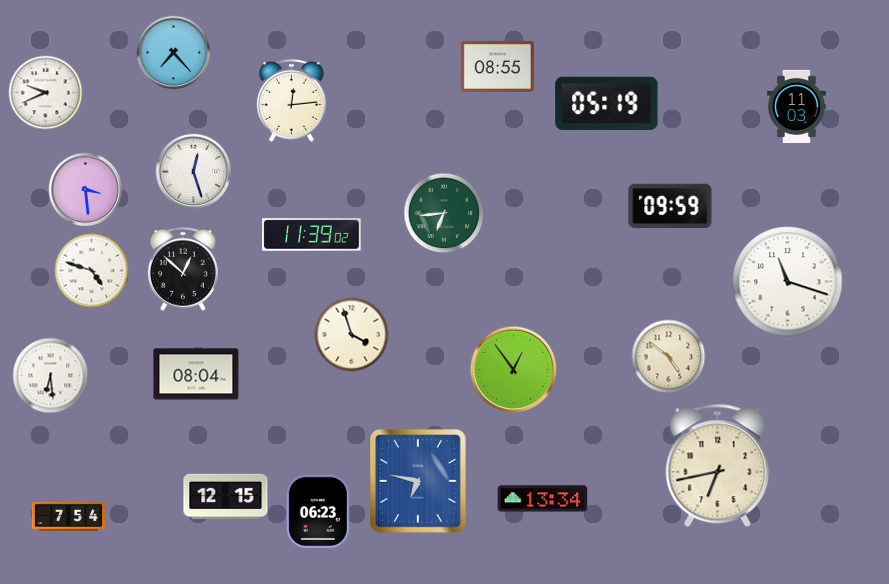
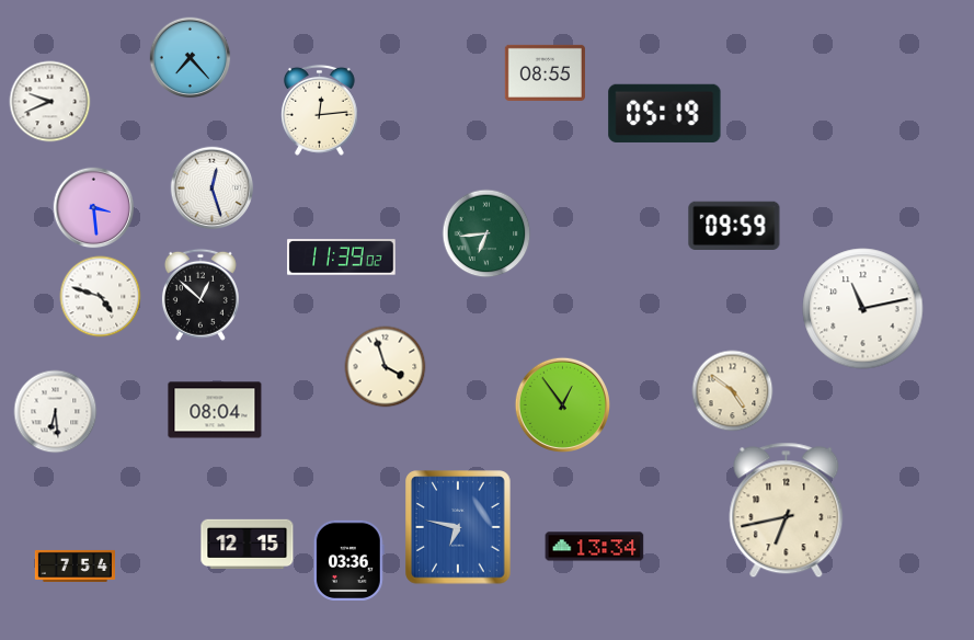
clock at (797, 106): 11:03 -> none
clock at (788, 282): 11:18 -> 11:13
clock at (318, 511): 06:23 -> 03:36
